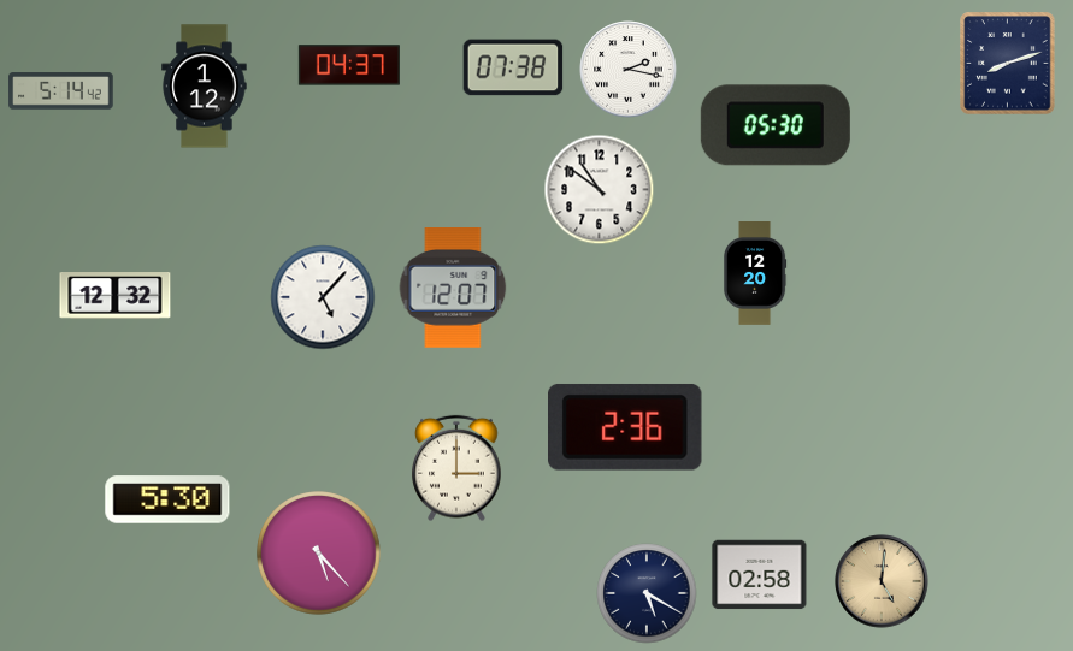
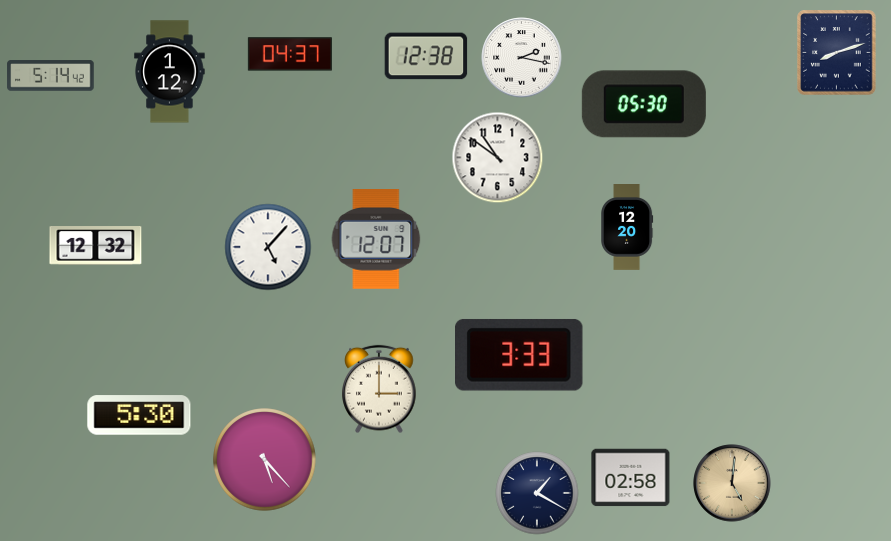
clock at (513, 67): 07:38 -> 12:38
clock at (626, 427): 2:36 -> 3:33
clock at (647, 593): 5:20 -> 1:20
